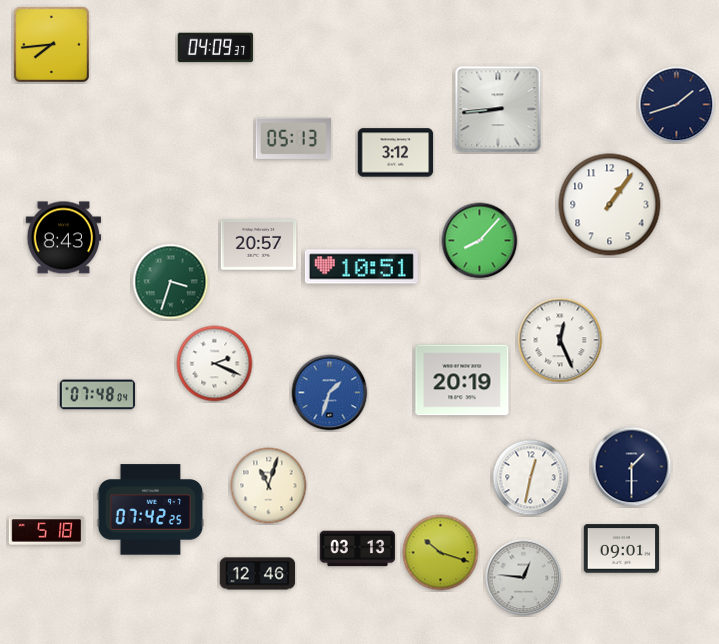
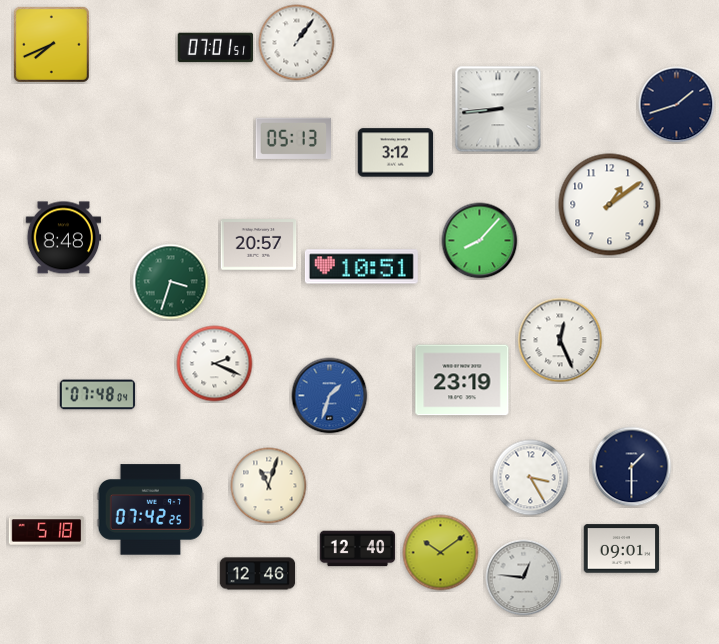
clock at (297, 43): none -> 1:06
clock at (51, 44): 7:44 -> 7:41
clock at (216, 48): 04:09 -> 07:01
clock at (610, 205): 1:06 -> 1:09
clock at (64, 238): 8:43 -> 8:48
clock at (462, 380): 20:19 -> 23:19
clock at (330, 393) position: (330, 393) -> (330, 396)
clock at (531, 478): 12:32 -> 3:25
clock at (358, 549): 03:13 -> 12:40
clock at (441, 553): 10:18 -> 10:09
